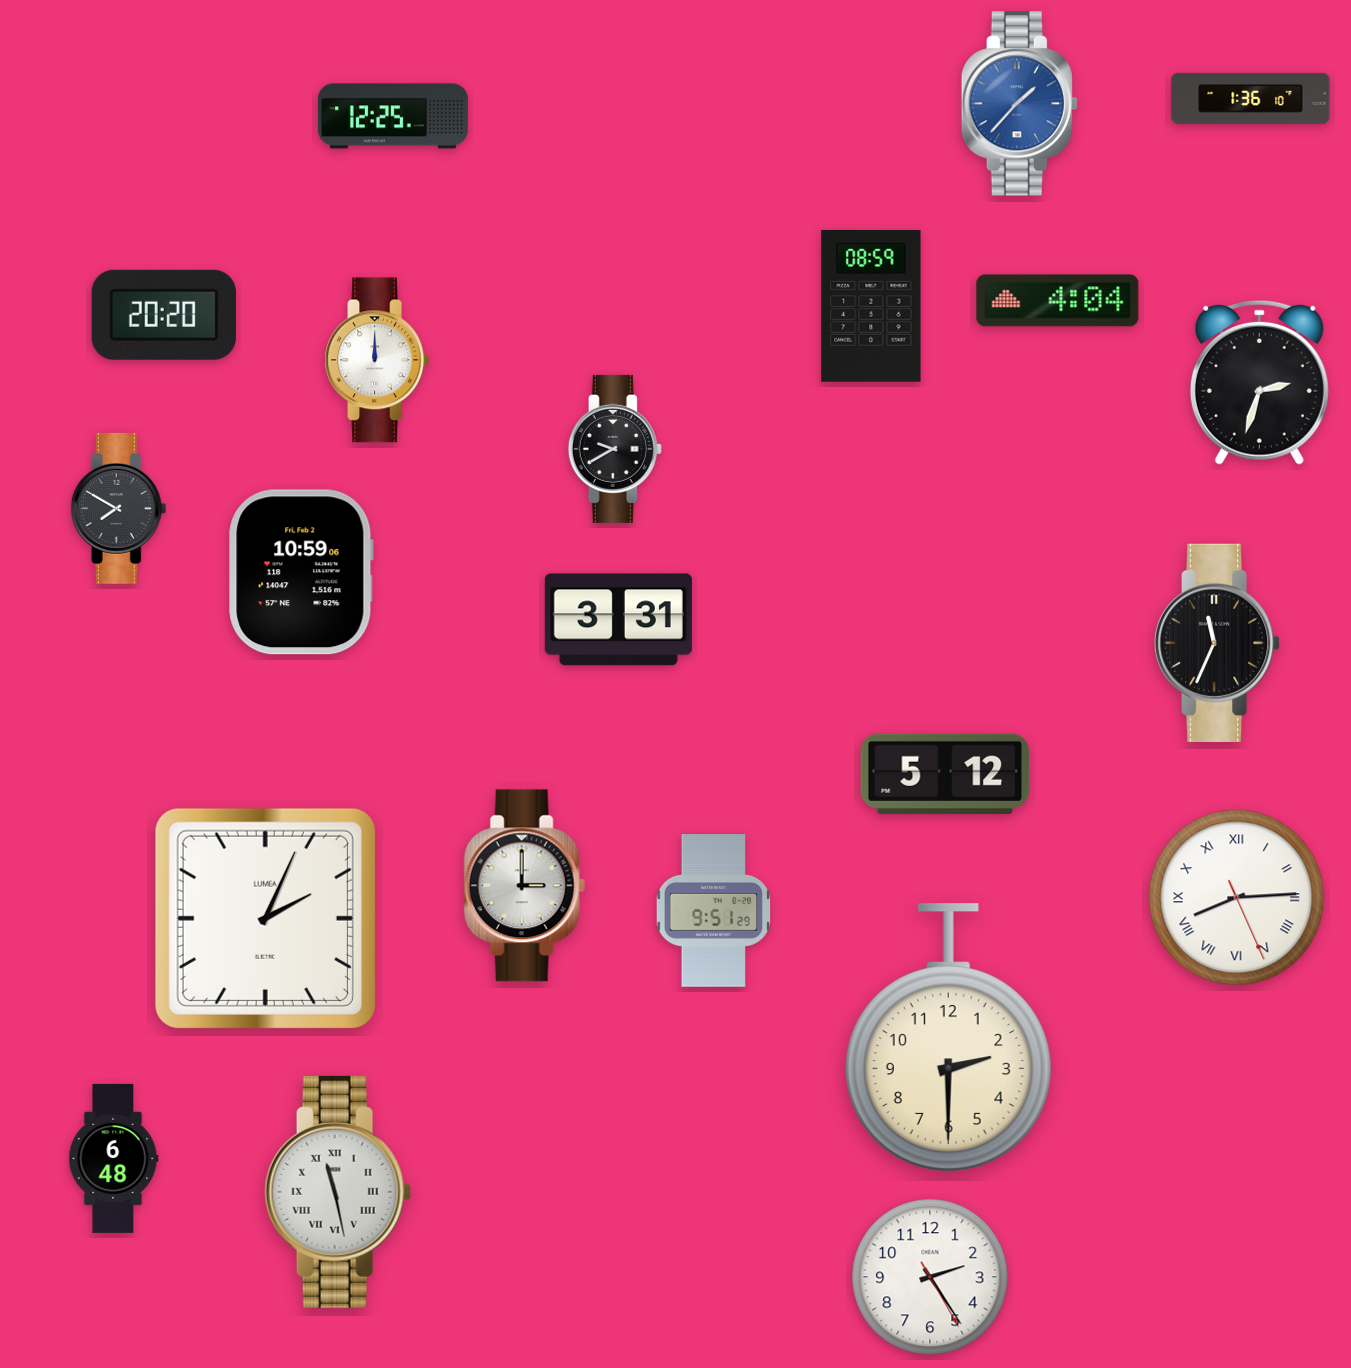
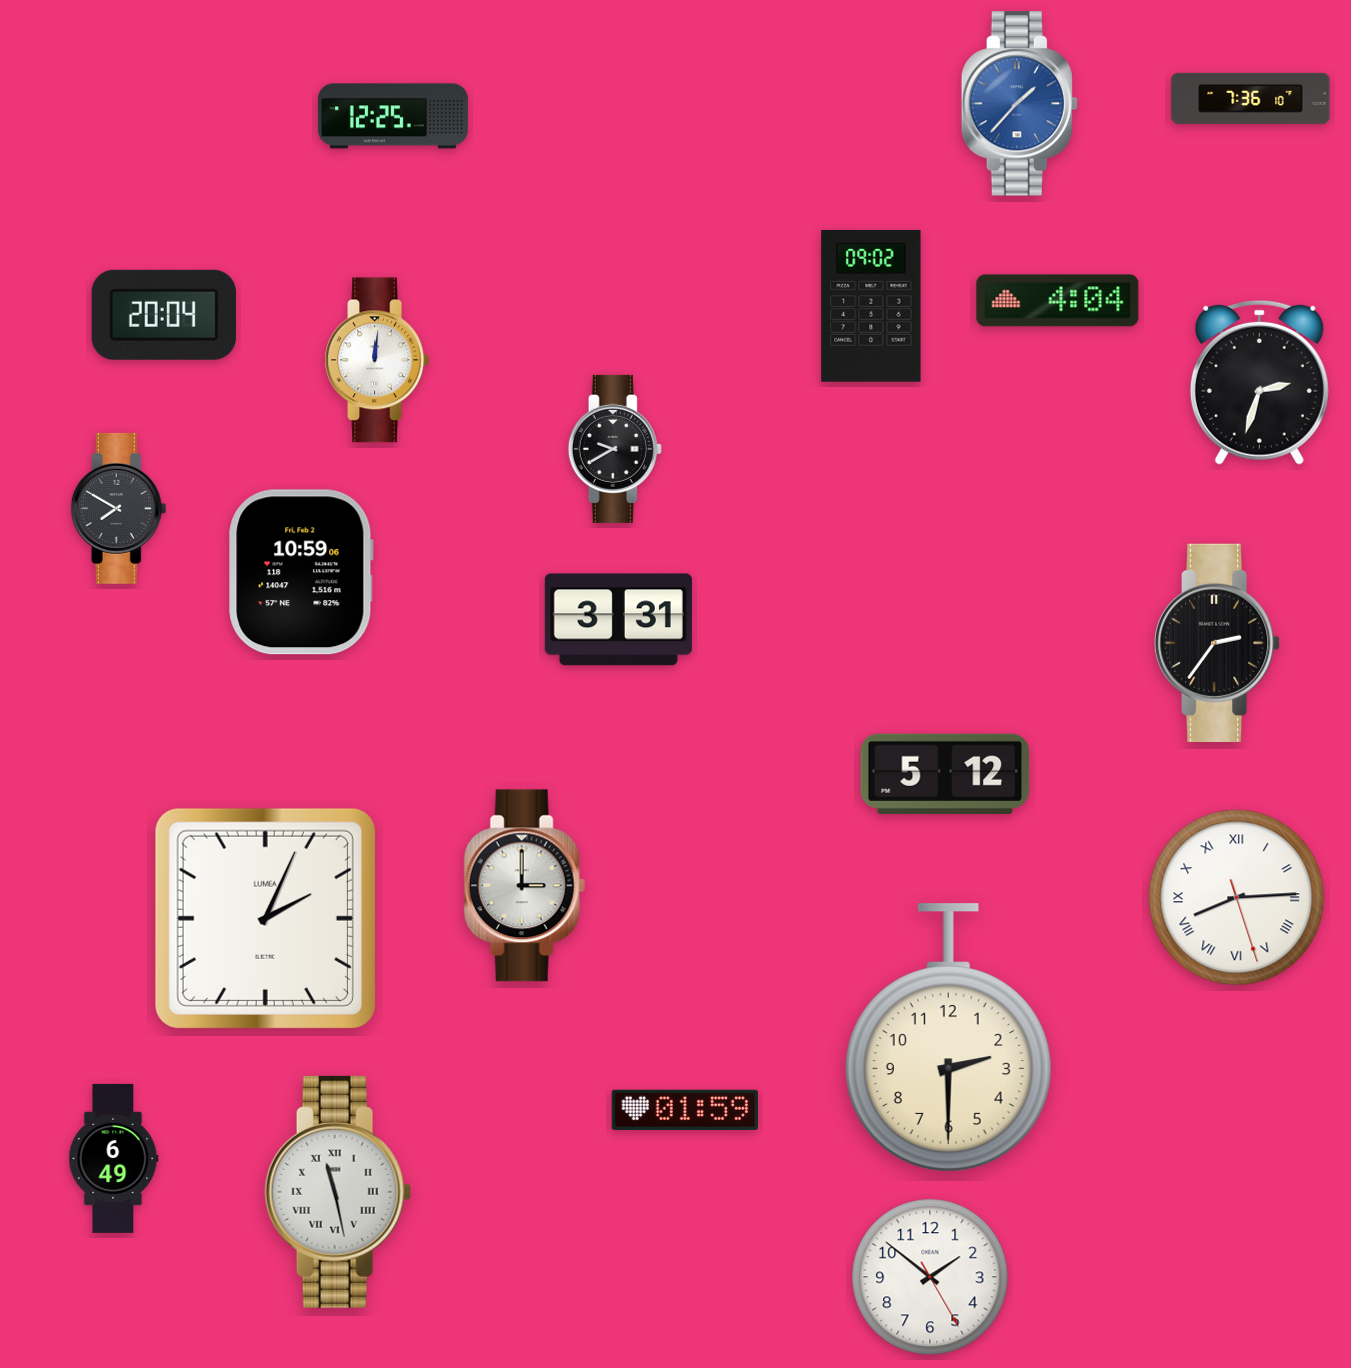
clock at (1251, 98): 1:36 -> 7:36
clock at (871, 306): 08:59 -> 09:02
clock at (164, 315): 20:20 -> 20:04
clock at (377, 360): 12:00 -> 12:01
clock at (1218, 643): 11:34 -> 2:36
clock at (1237, 898): 8:14:26 -> 8:14:27
clock at (714, 911): 9:51 -> none
clock at (685, 1110): none -> 01:59
clock at (114, 1158): 6:48 -> 6:49
clock at (930, 1277): 2:24 -> 1:51
